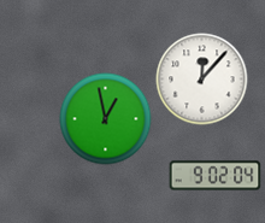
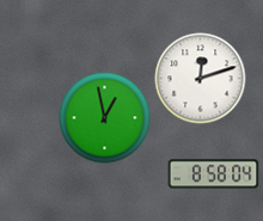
clock at (202, 80): 12:07 -> 12:12
clock at (216, 176): 9:02 -> 8:58
